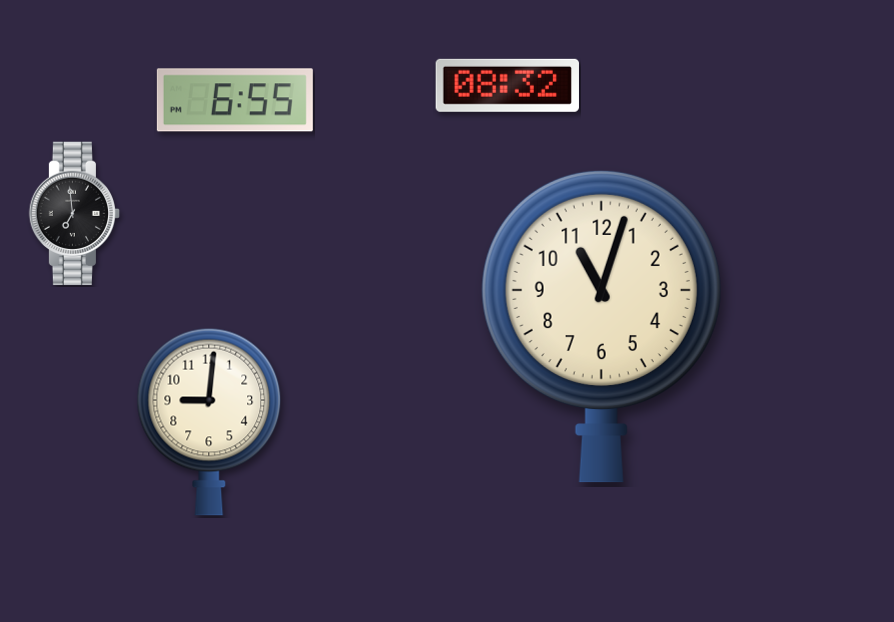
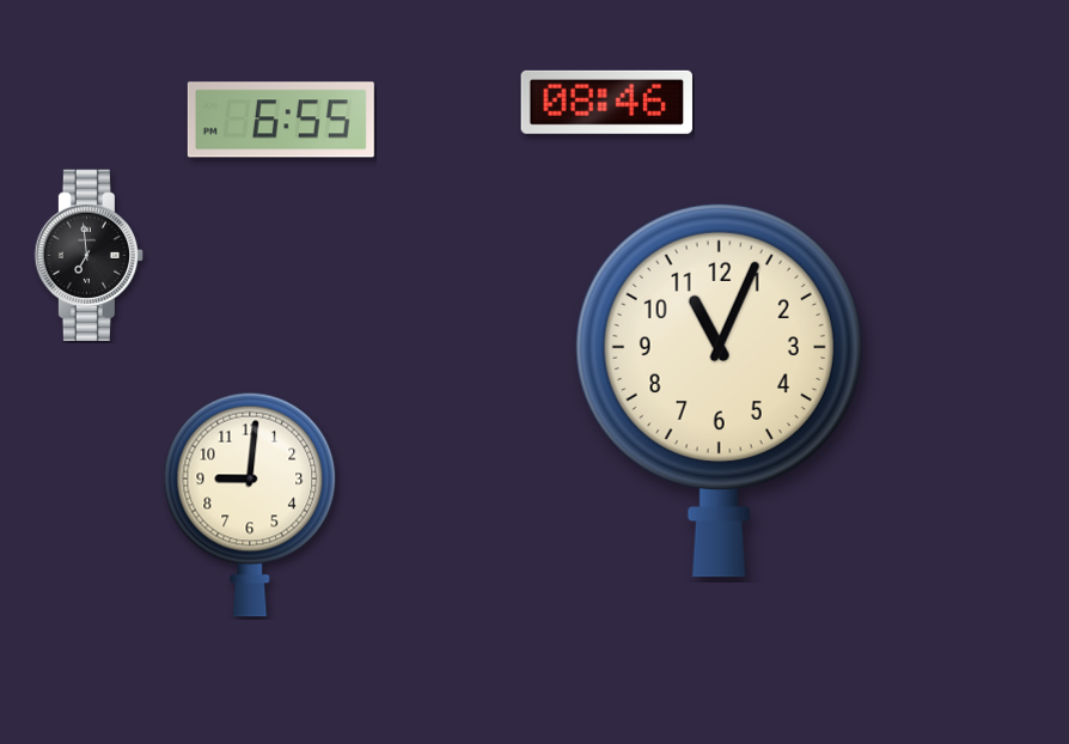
clock at (507, 85): 08:32 -> 08:46
clock at (601, 326): 11:03 -> 11:04
